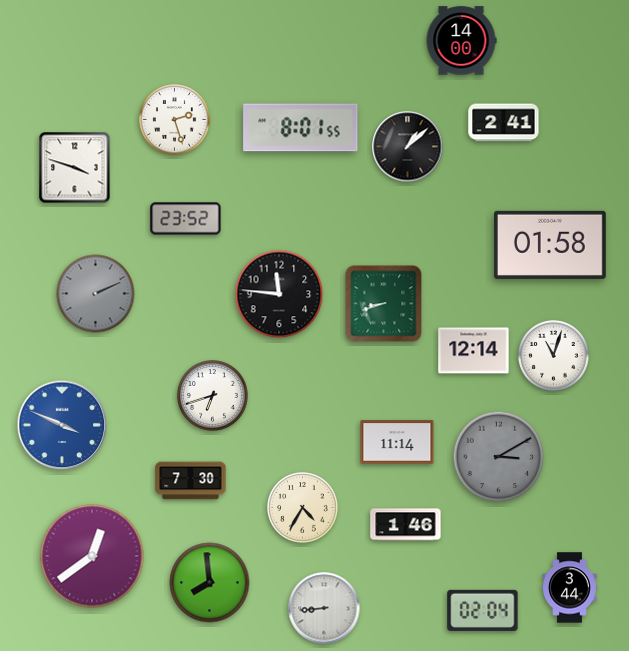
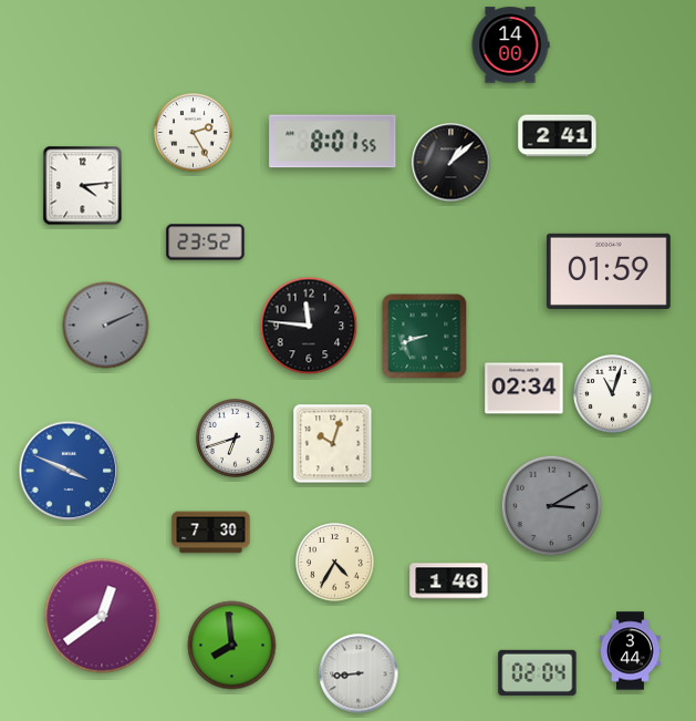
clock at (175, 120): 2:27 -> 2:25
clock at (75, 168): 3:48 -> 4:14
clock at (550, 245): 01:58 -> 01:59
clock at (474, 351): 12:14 -> 02:34
clock at (333, 444): none -> 10:03
clock at (397, 442): 11:14 -> none
clock at (483, 610) position: (483, 610) -> (538, 672)
